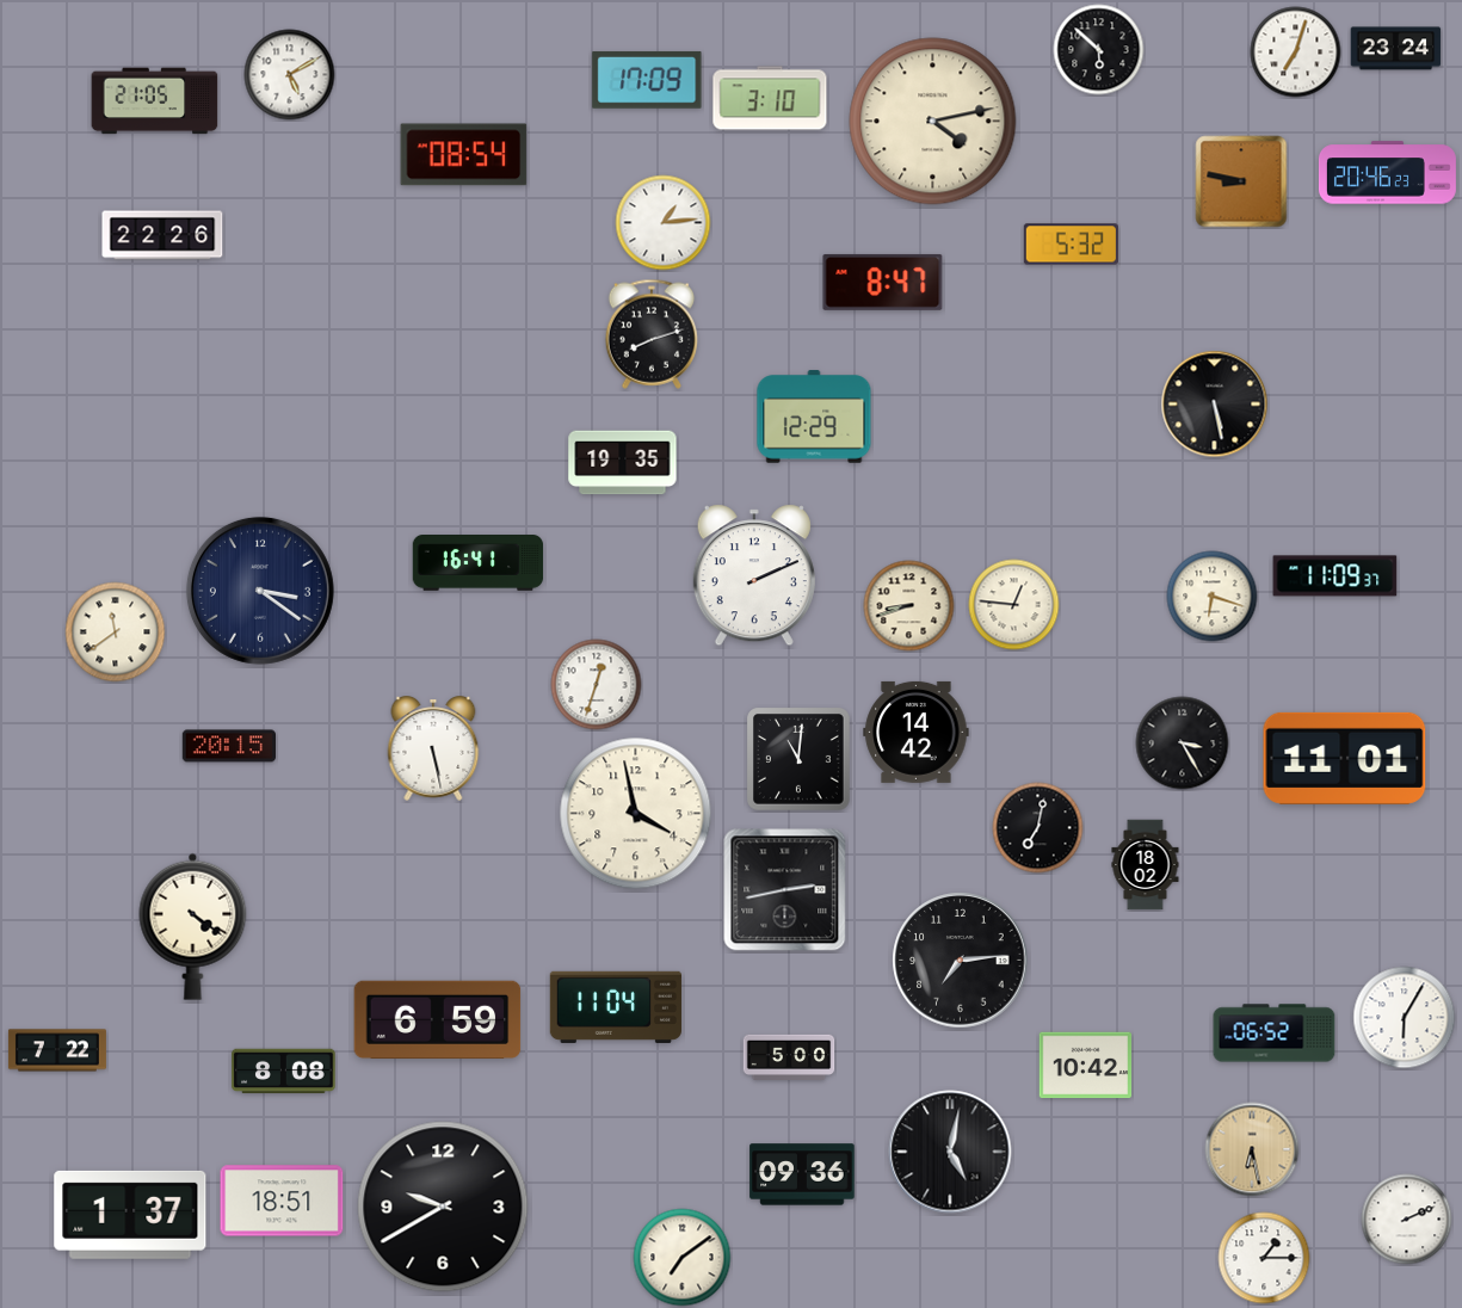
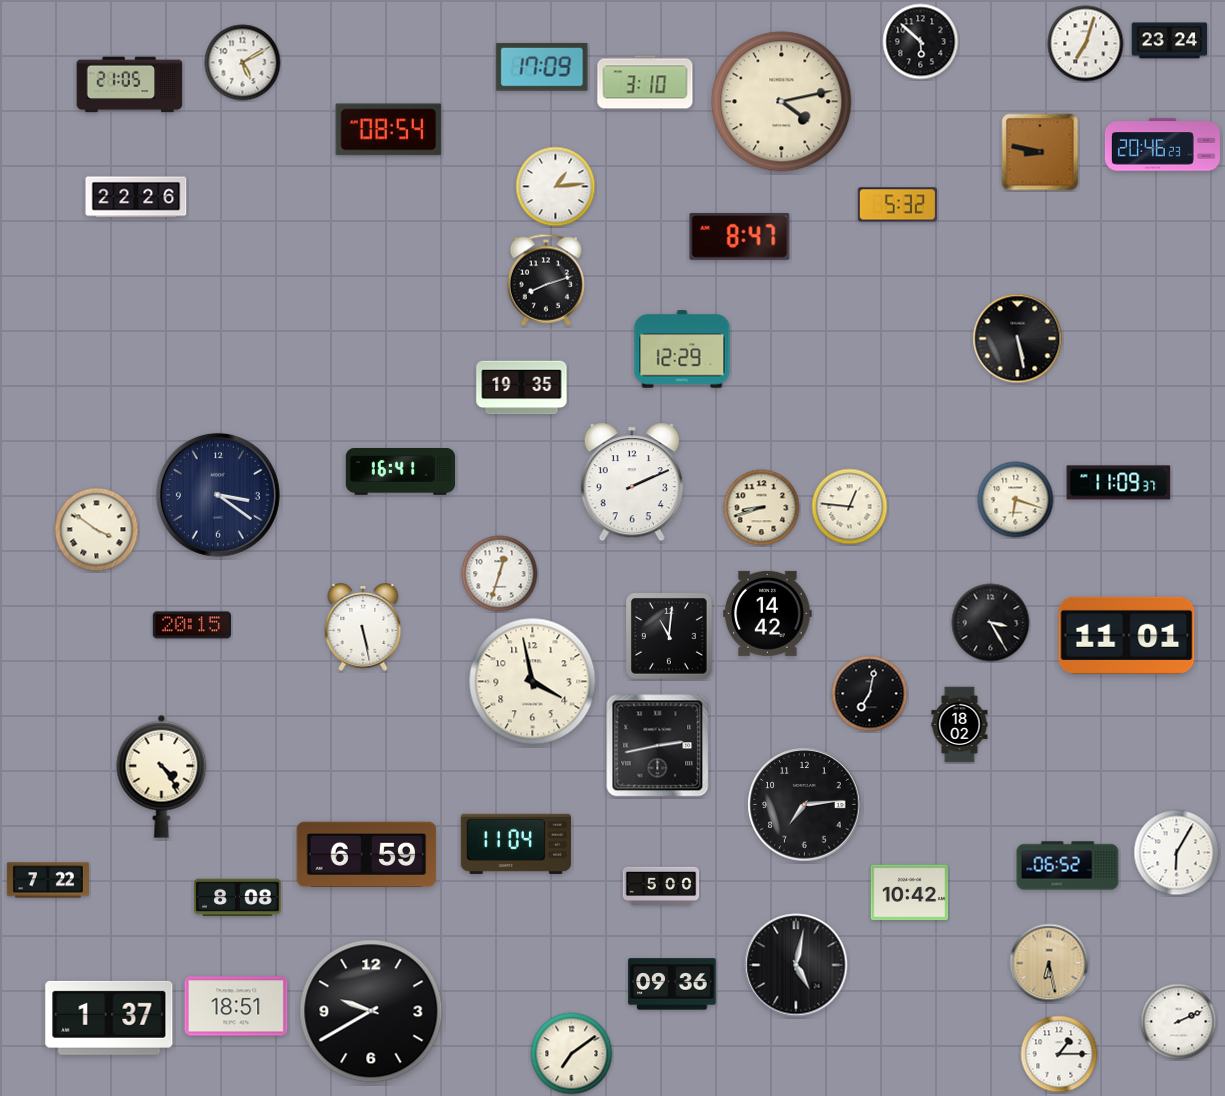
clock at (116, 633): 11:39 -> 3:51
clock at (193, 926): 4:21 -> 4:24
